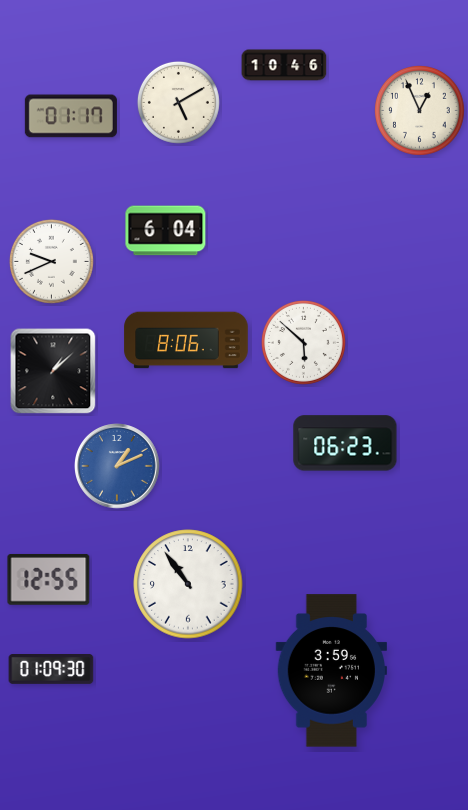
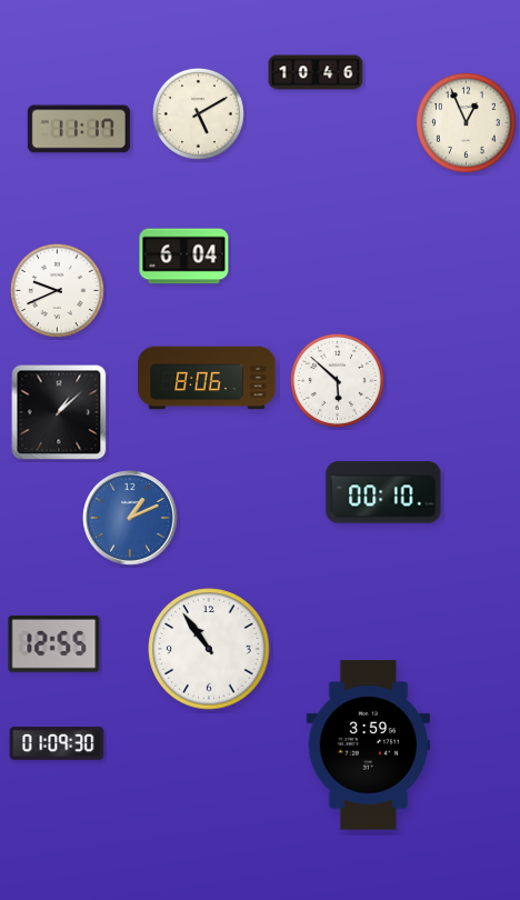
clock at (71, 116): 01:17 -> 11:17
clock at (345, 443): 06:23 -> 00:10
